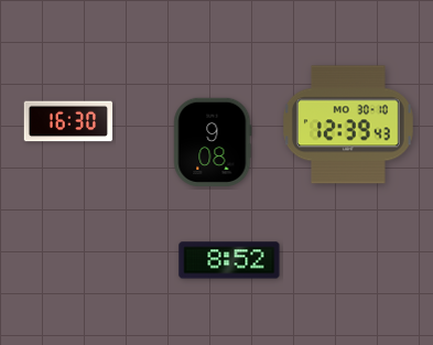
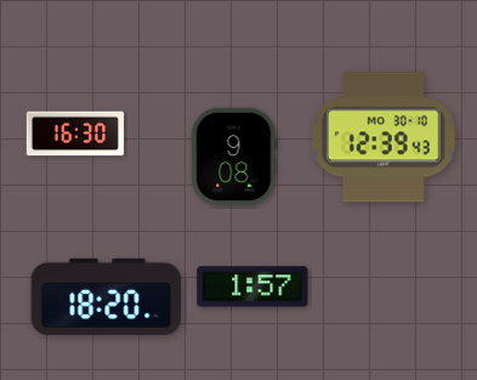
clock at (229, 260): 8:52 -> 1:57
clock at (107, 296): none -> 18:20
